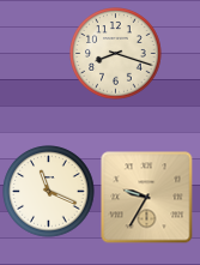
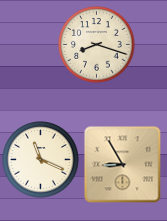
clock at (147, 198): 9:35 -> 8:55
